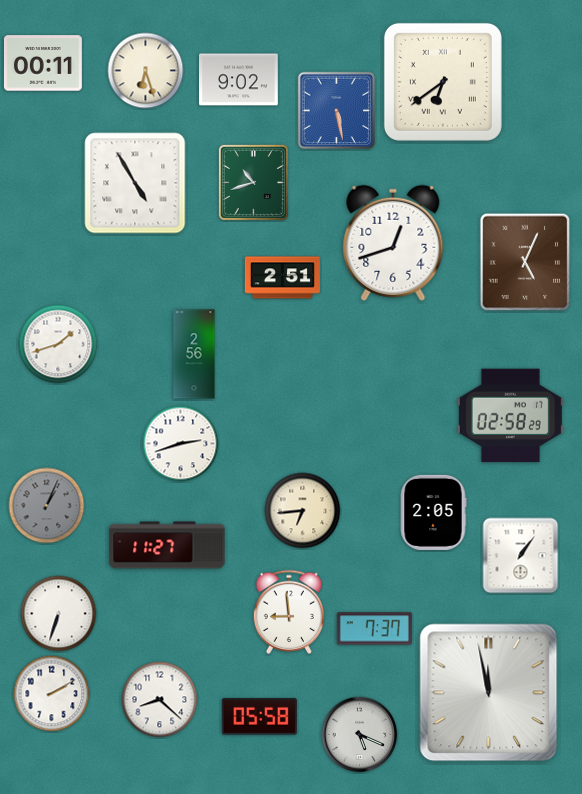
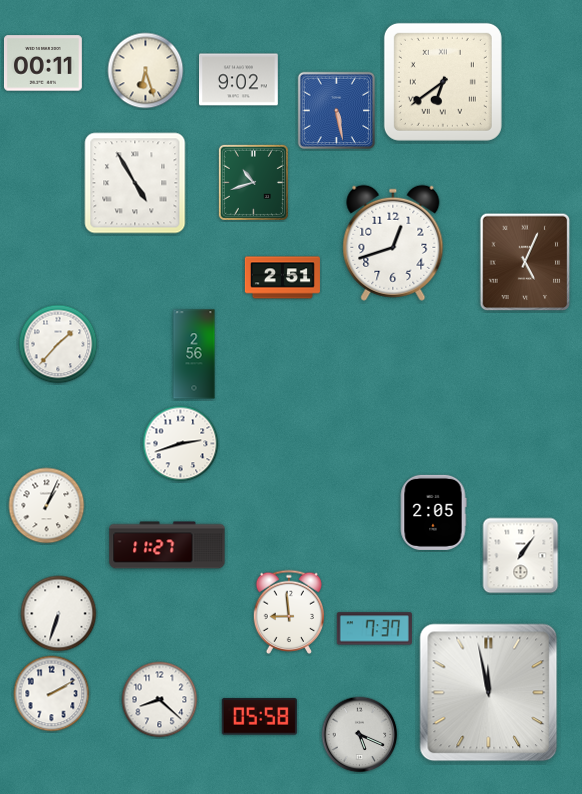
clock at (58, 344): 1:42 -> 1:37
clock at (510, 416): 02:58 -> none
clock at (47, 506) dial: grey -> white
clock at (303, 511): 6:44 -> none
